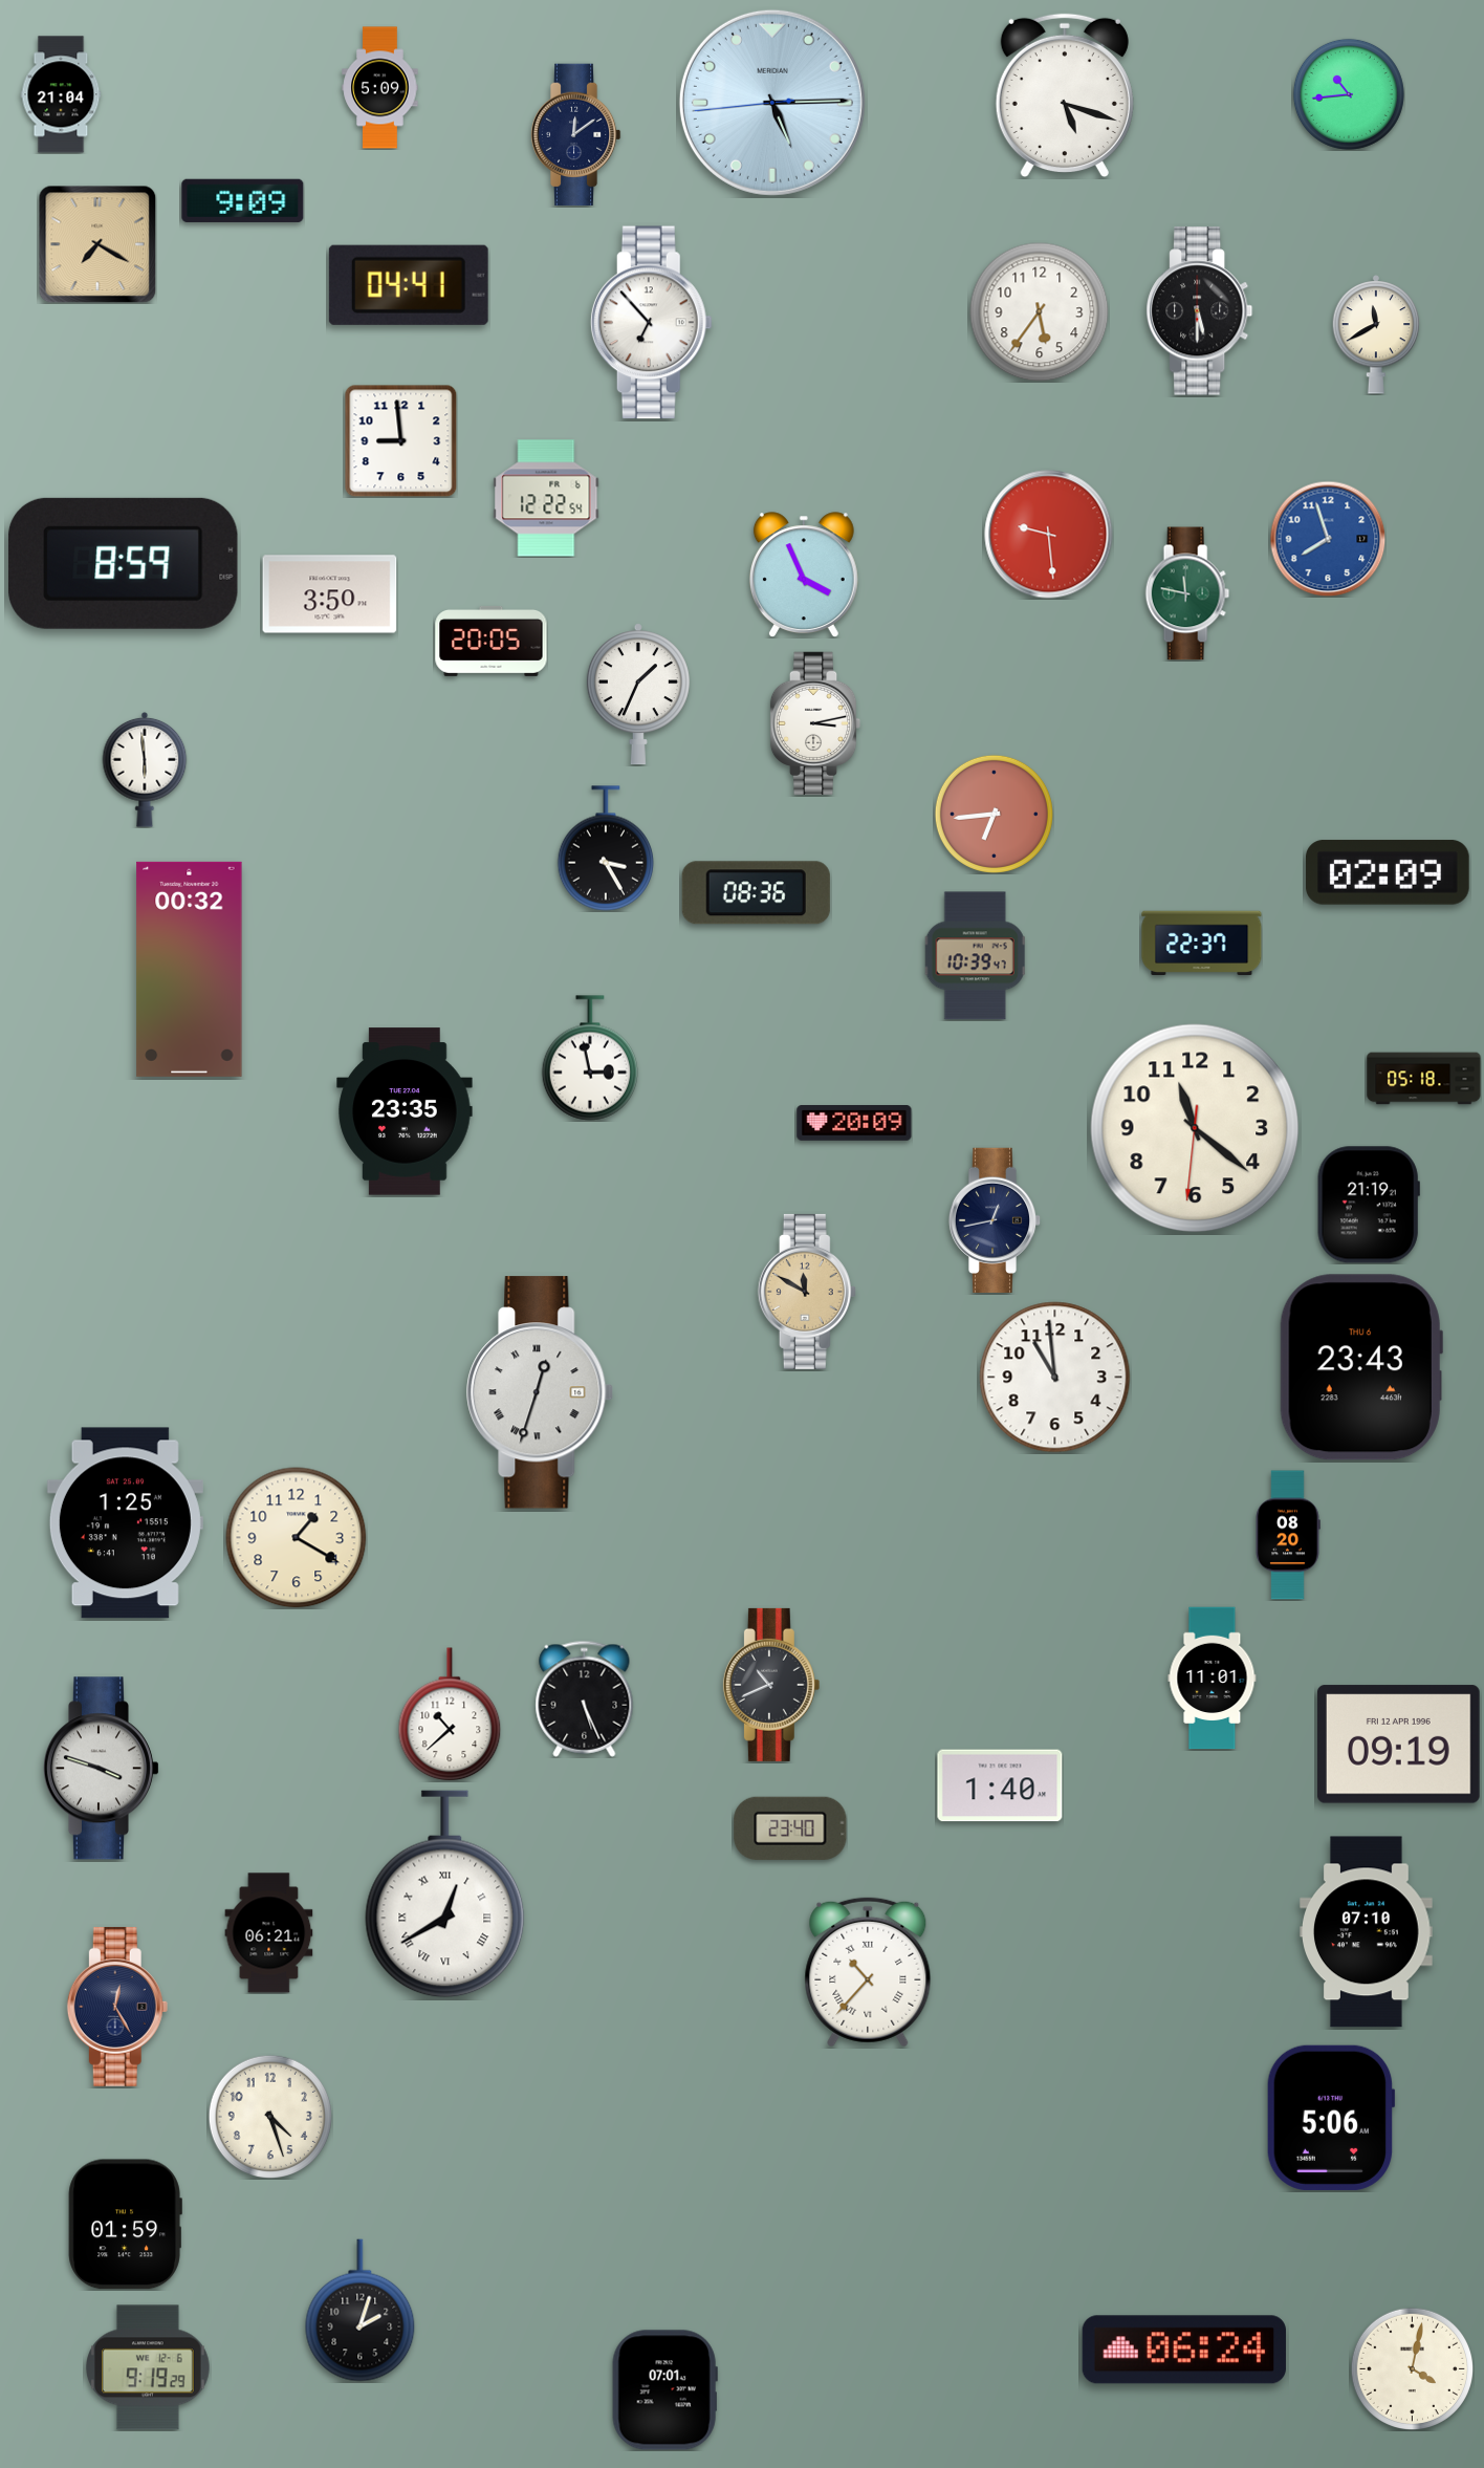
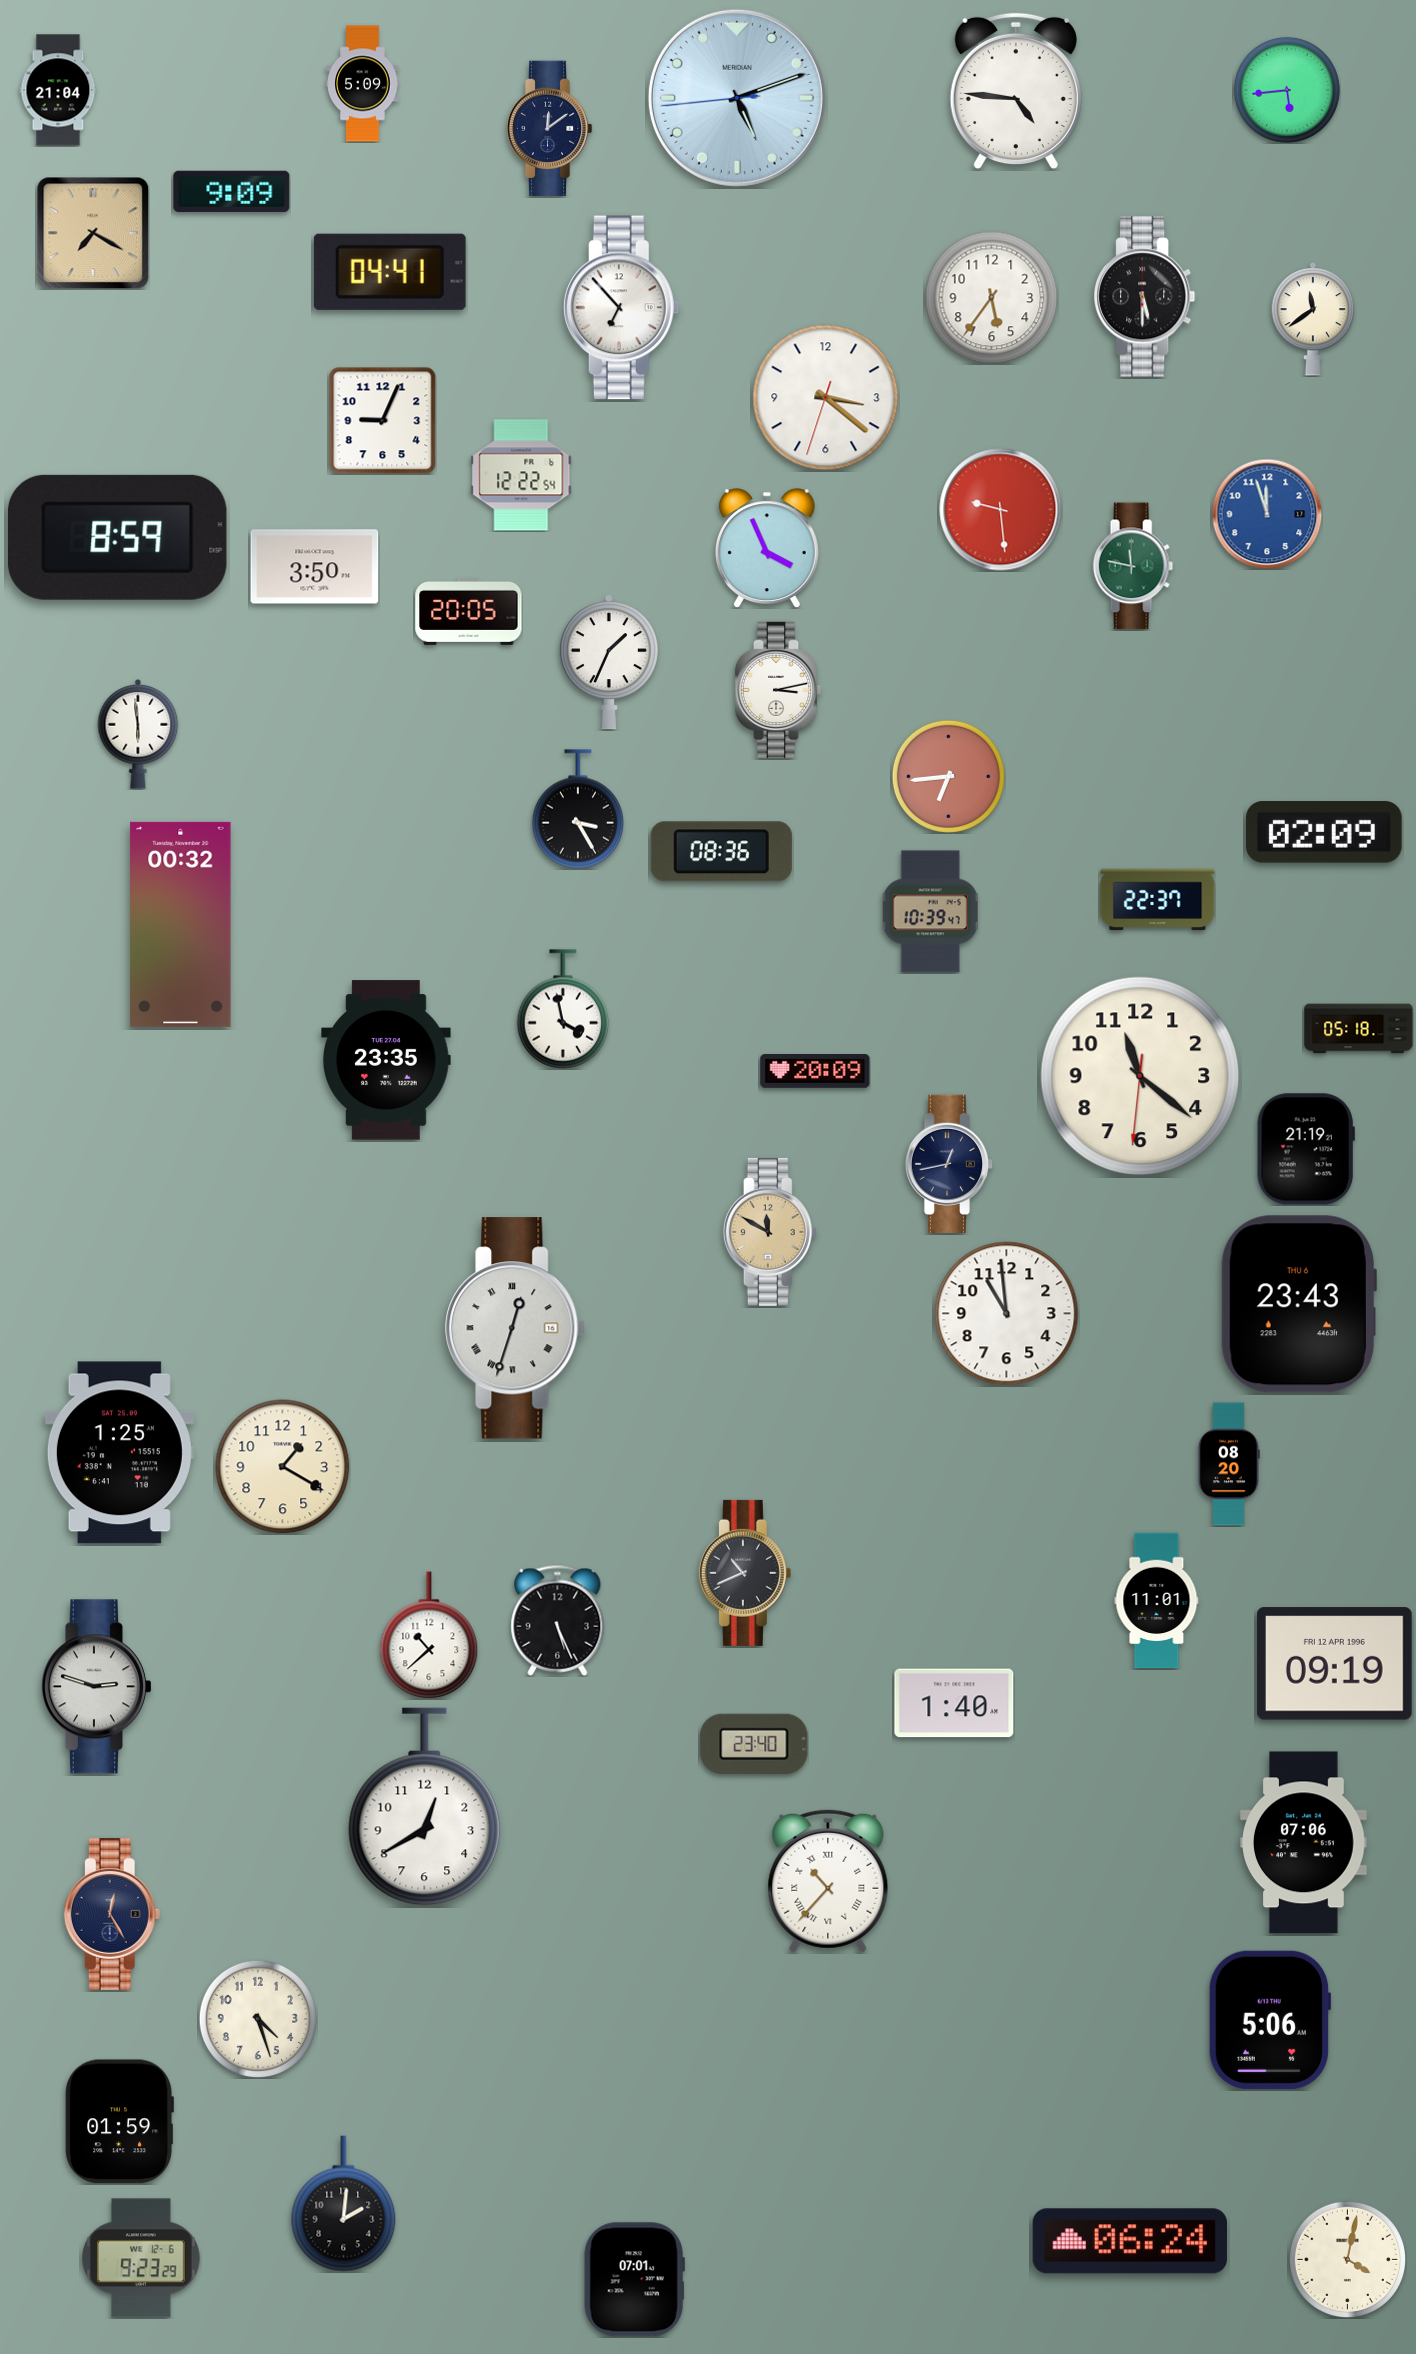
clock at (1349, 94): 10:44 -> 5:44
clock at (1065, 95): 5:18 -> 4:46
clock at (772, 103): 5:14 -> 5:11
clock at (1376, 335): 11:40 -> 11:39
clock at (826, 398): none -> 3:21
clock at (400, 440): 8:59 -> 9:04
clock at (1328, 539): 7:57 -> 11:57
clock at (1202, 944) position: (1202, 944) -> (1158, 900)
clock at (589, 1058): 2:58 -> 3:58
clock at (771, 1685) position: (771, 1685) -> (745, 1573)
clock at (101, 1769): 3:48 -> 2:48
clock at (445, 1895) numerals: Roman -> Arabic
clock at (1367, 1932): 07:10 -> 07:06
clock at (269, 1933): 06:21 -> none
clock at (361, 2311): 2:03 -> 2:01
clock at (149, 2367): 9:19 -> 9:23
